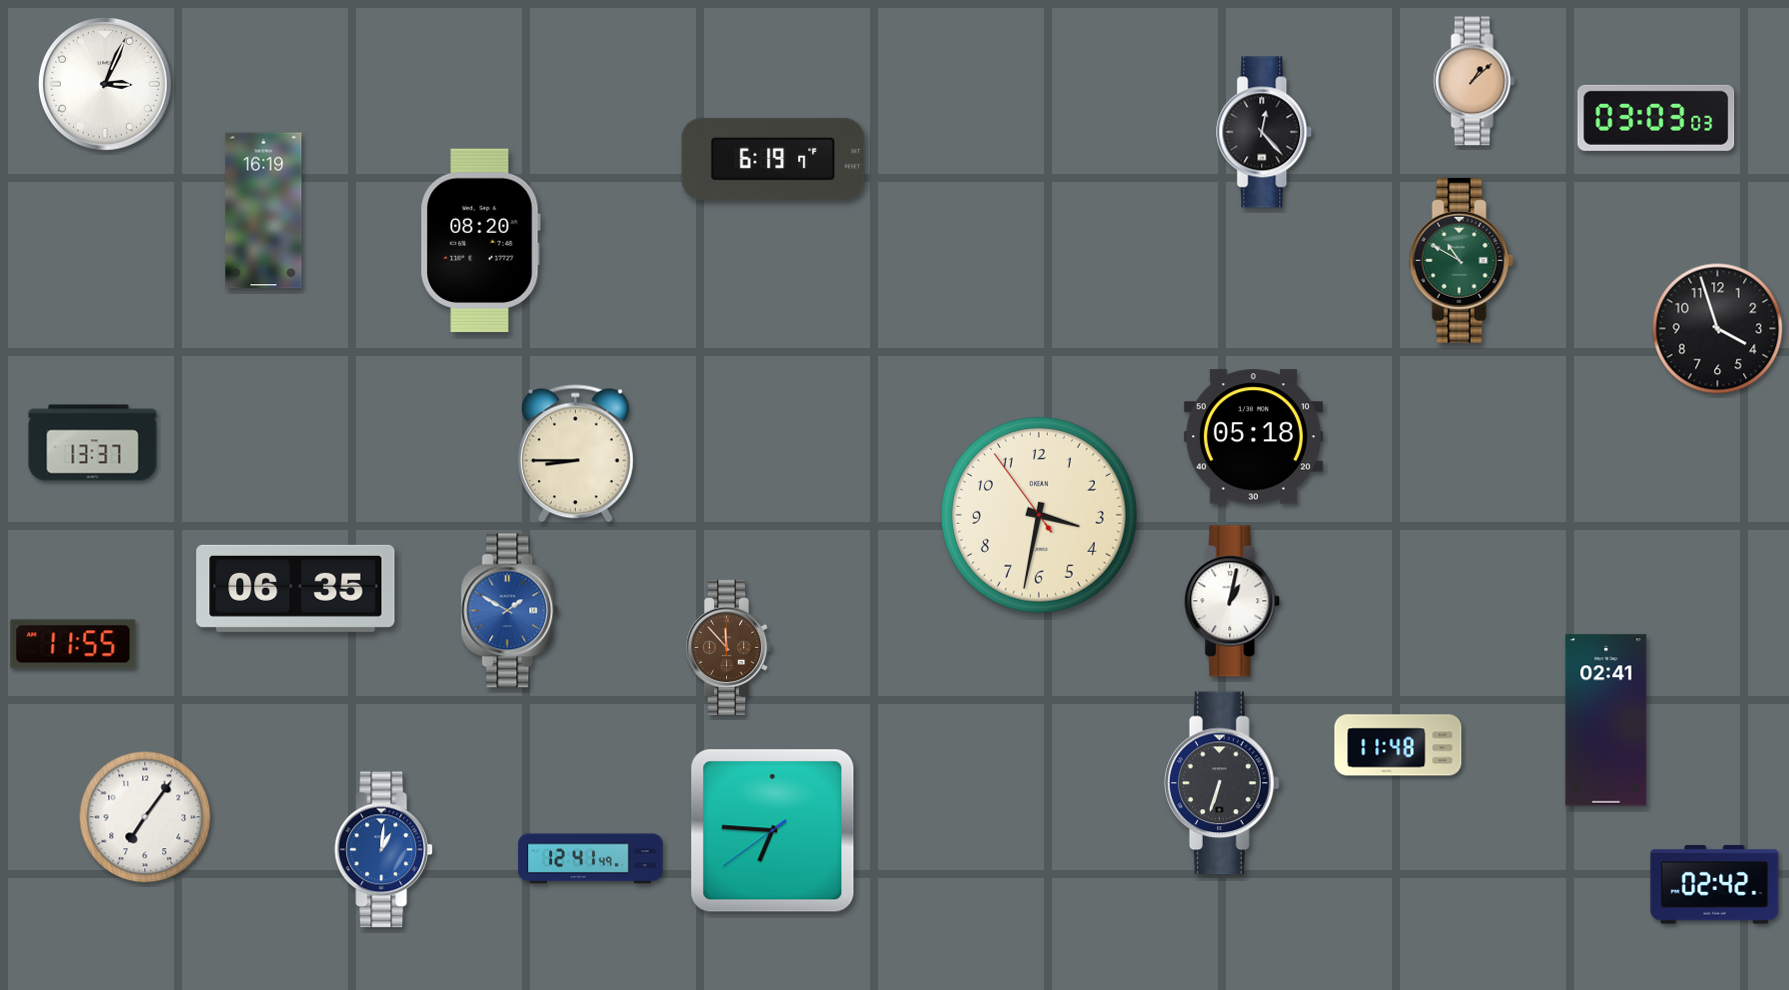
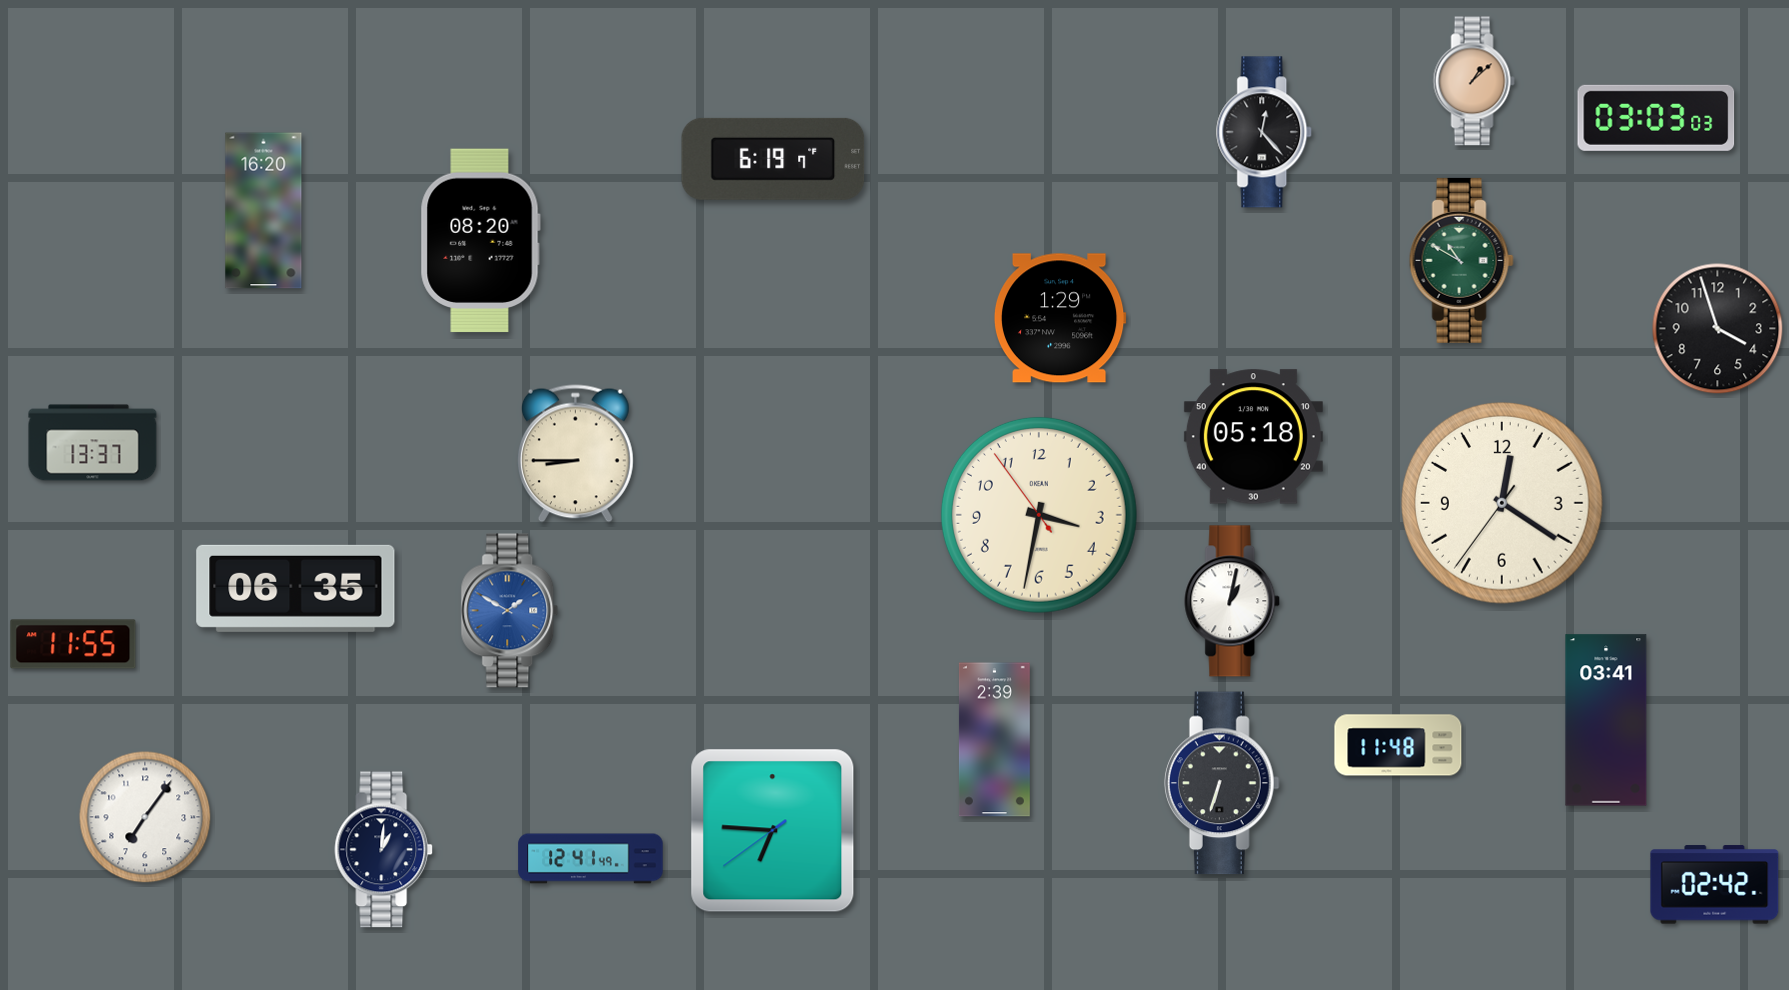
clock at (105, 84): 3:04 -> none
clock at (264, 211): 16:19 -> 16:20
clock at (1060, 318): none -> 1:29
clock at (1503, 504): none -> 12:20
clock at (728, 647): 11:53 -> none
clock at (1606, 720): 02:41 -> 03:41
clock at (994, 740): none -> 2:39
clock at (384, 850) dial: blue -> navy
